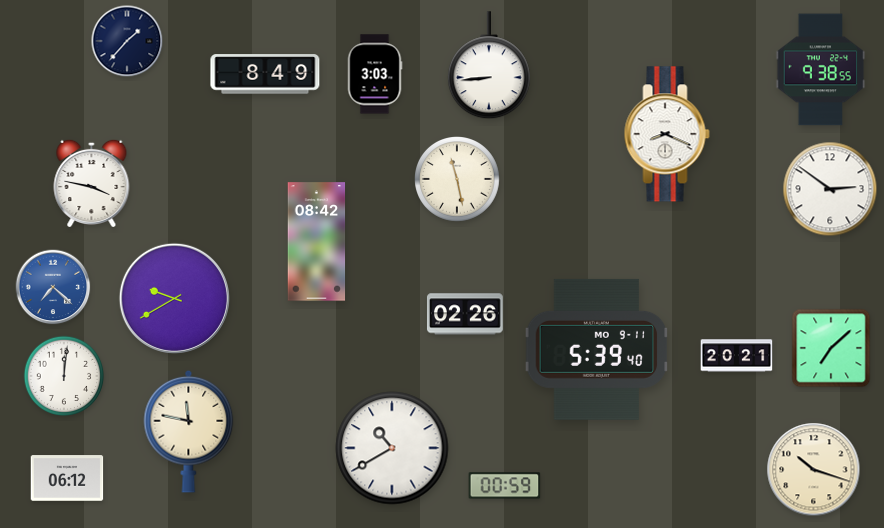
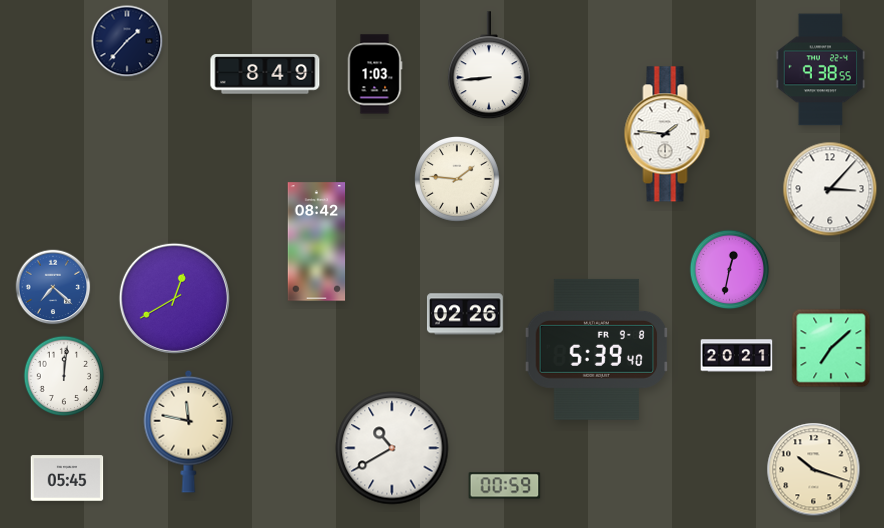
clock at (375, 74): 3:03 -> 1:03
clock at (667, 134): 8:19 -> 1:46
clock at (458, 180): 11:28 -> 1:46
clock at (92, 182): 3:47 -> none
clock at (830, 189): 2:51 -> 3:07
clock at (730, 270): none -> 12:32
clock at (174, 298): 9:40 -> 12:40
clock at (597, 349) date: MO 9-11 -> FR 9-8
clock at (67, 478): 06:12 -> 05:45
